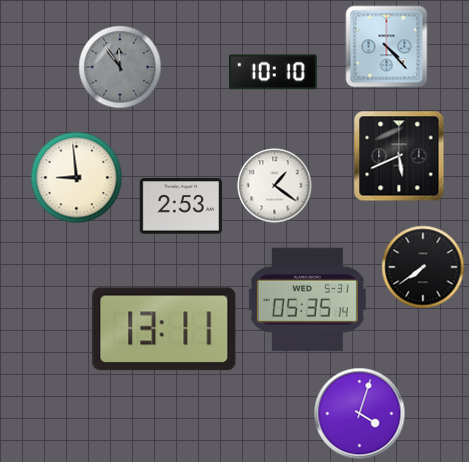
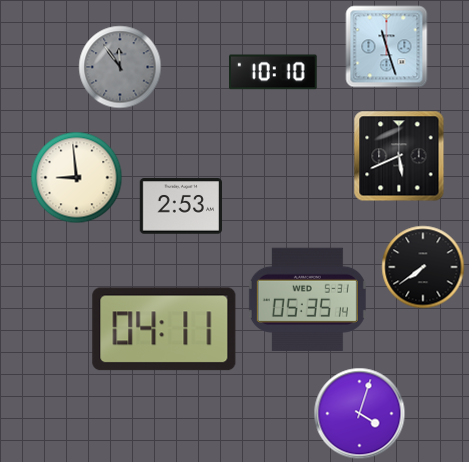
clock at (387, 47): 4:23 -> 11:27
clock at (275, 186): 1:21 -> none
clock at (164, 329): 13:11 -> 04:11
